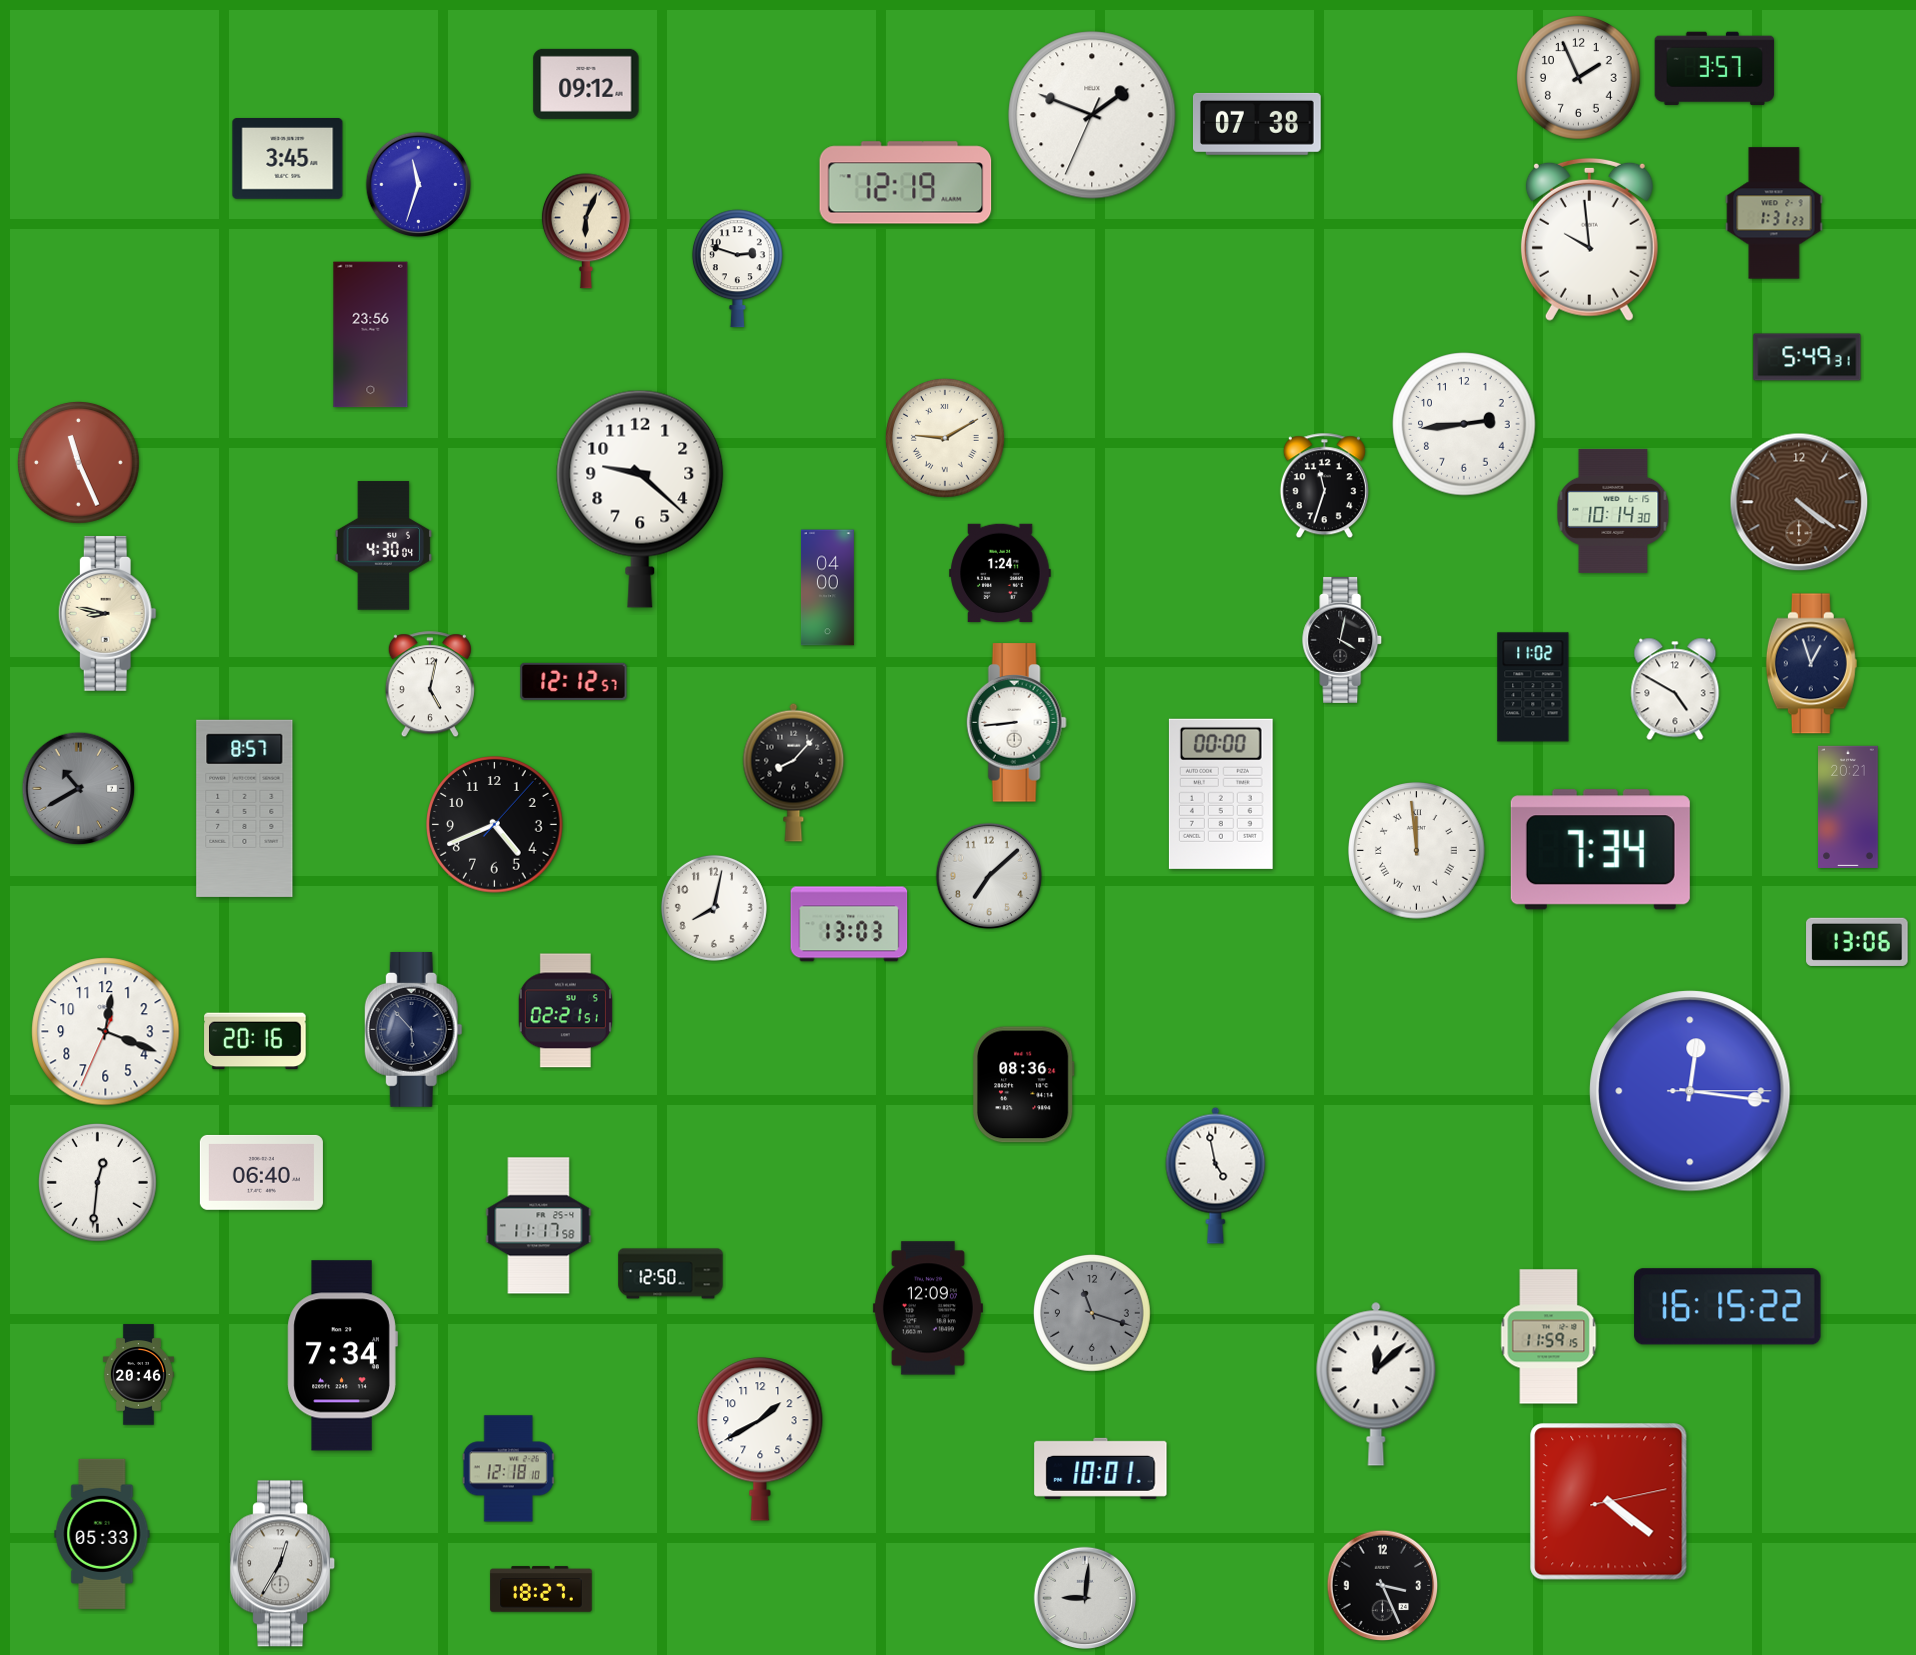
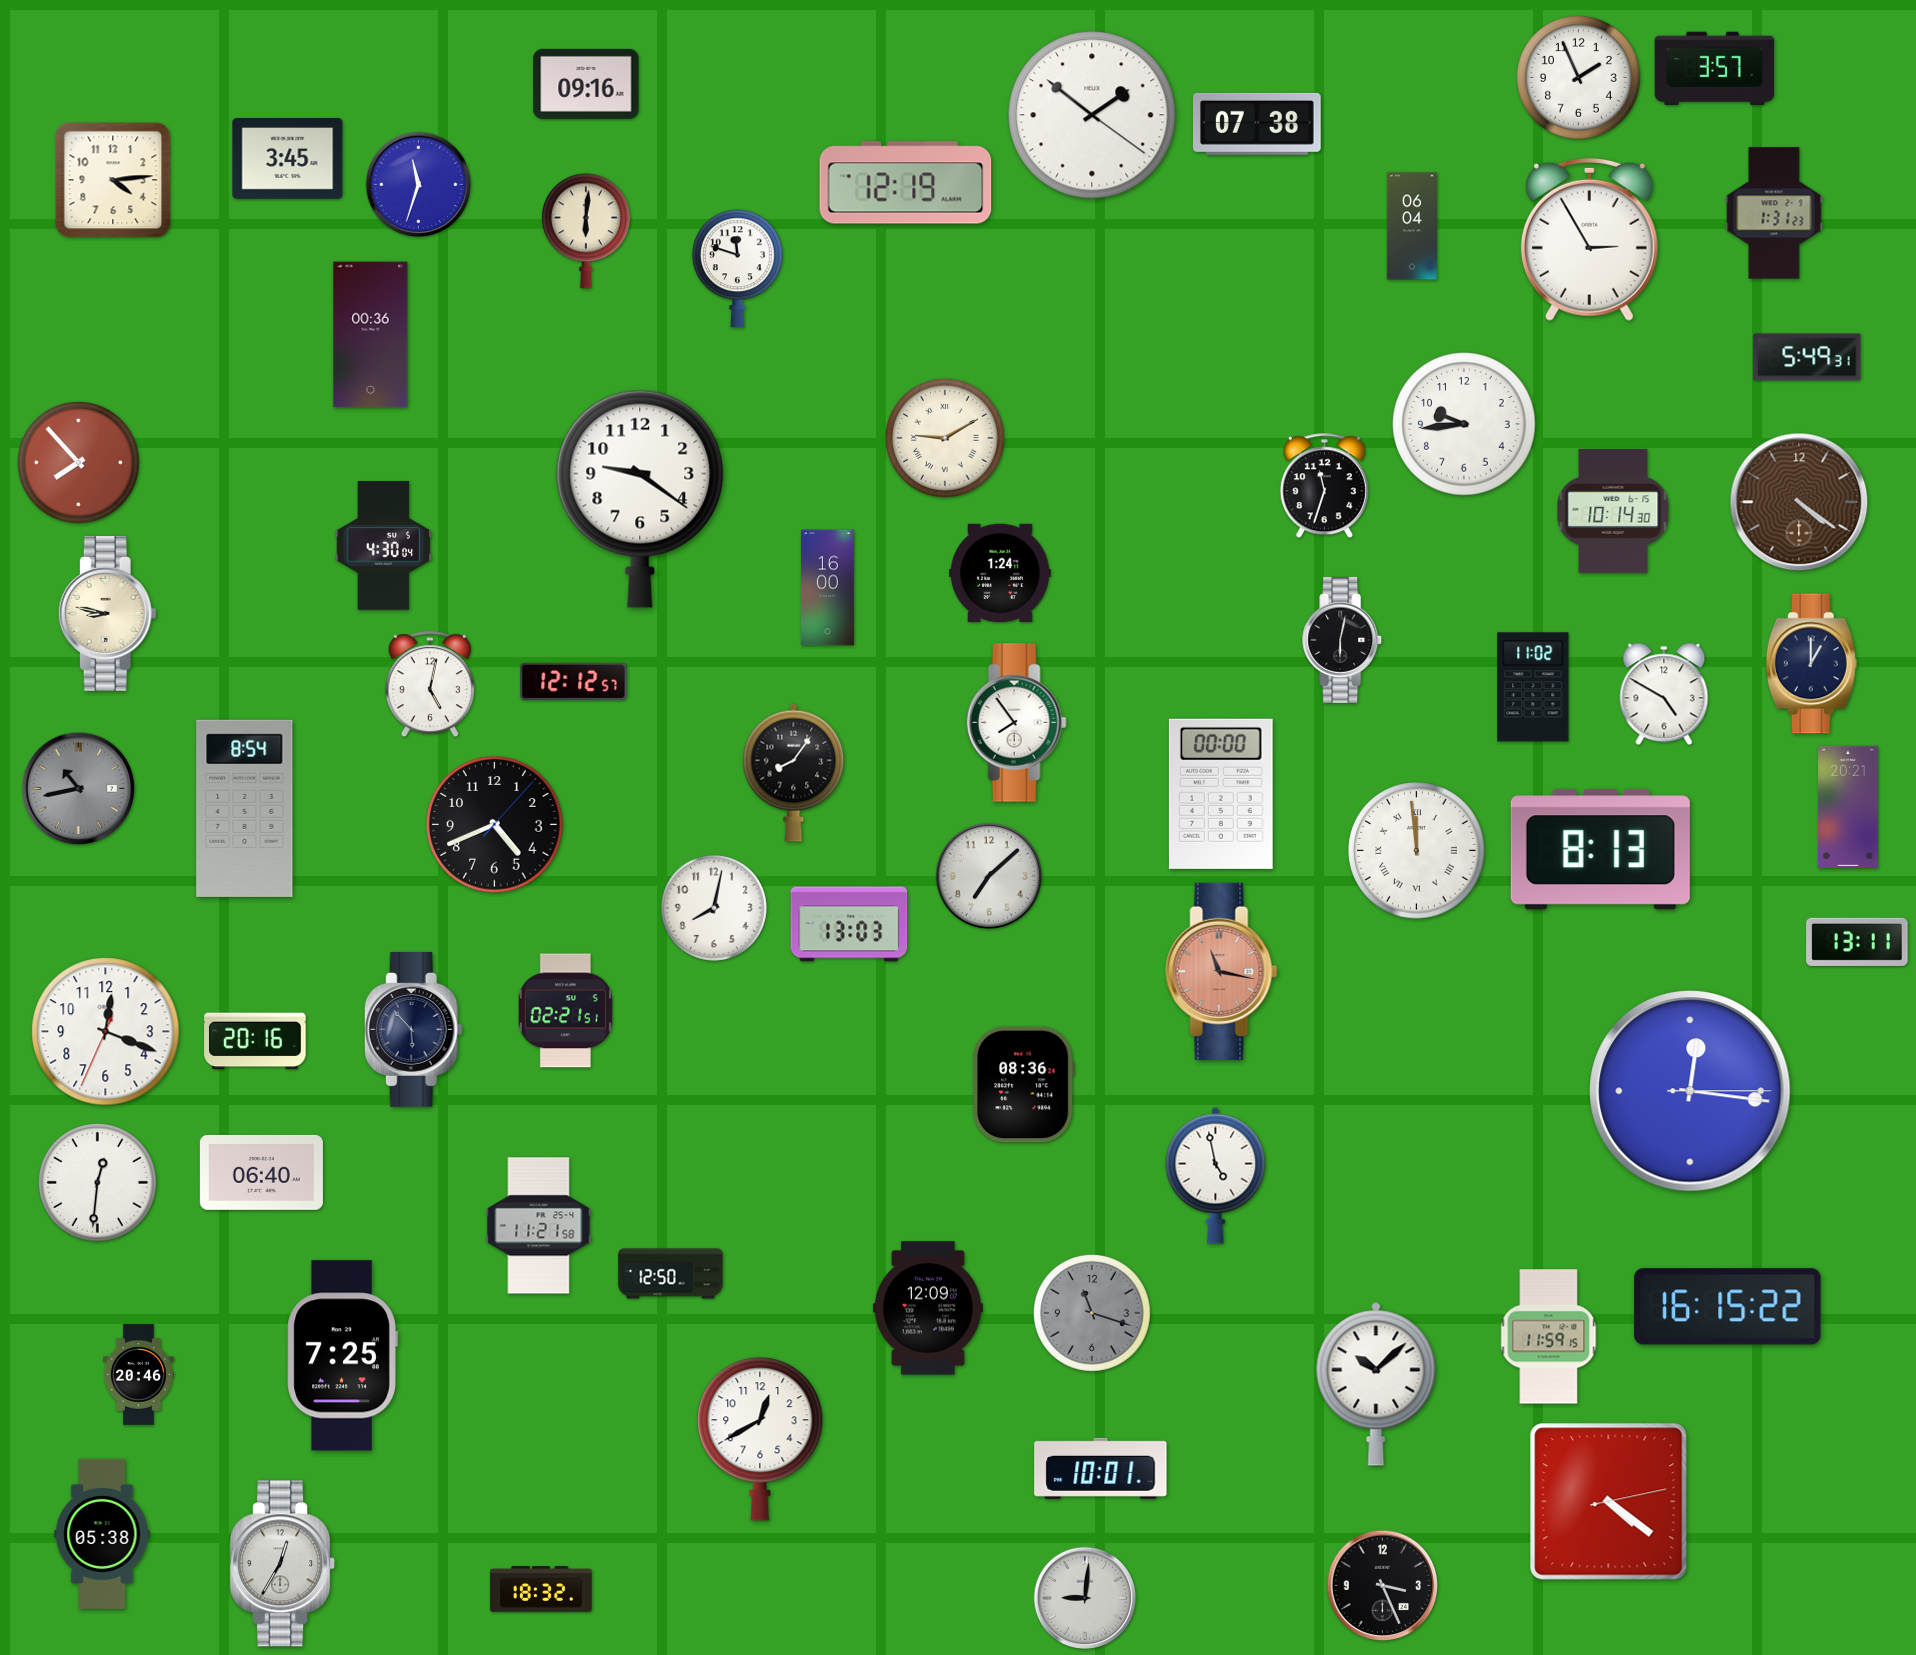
clock at (586, 84): 09:12 -> 09:16
clock at (1092, 115): 1:48 -> 1:51
clock at (113, 180): none -> 4:14
clock at (1412, 226): none -> 06:04
clock at (586, 231): 6:04 -> 6:01
clock at (1589, 239): 9:59 -> 2:55
clock at (737, 269): 2:48 -> 11:48
clock at (371, 335): 23:56 -> 00:36
clock at (1464, 424): 2:44 -> 9:44
clock at (79, 463): 11:26 -> 7:53
clock at (640, 499): 9:22 -> 9:21
clock at (827, 588): 04:00 -> 16:00
clock at (1343, 640): 4:02 -> 6:02
clock at (1811, 664): 12:57 -> 1:00
clock at (1675, 689) position: (1675, 689) -> (1664, 694)
clock at (1016, 723): 8:44 -> 7:54
clock at (794, 772): 8:07 -> 8:06
clock at (79, 789): 10:40 -> 10:43
clock at (245, 808): 8:57 -> 8:54
clock at (1600, 850): 7:34 -> 8:13
clock at (1857, 942): 13:06 -> 13:11
clock at (1222, 971): none -> 11:17
clock at (539, 1226): 11:17 -> 11:21
clock at (342, 1356): 7:34 -> 7:25
clock at (1376, 1384): 12:08 -> 10:08
clock at (760, 1439): 1:40 -> 12:40
clock at (508, 1469): 12:18 -> none
clock at (102, 1534): 05:33 -> 05:38
clock at (541, 1589): 18:27 -> 18:32
